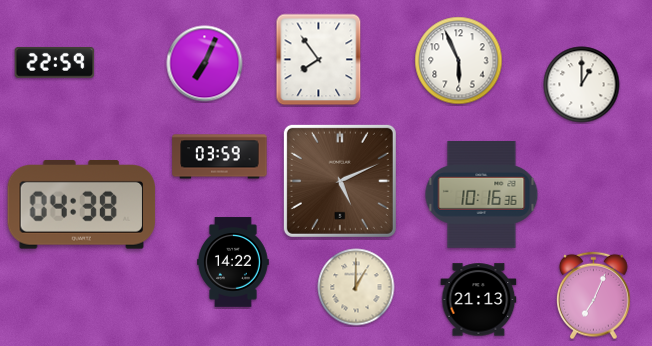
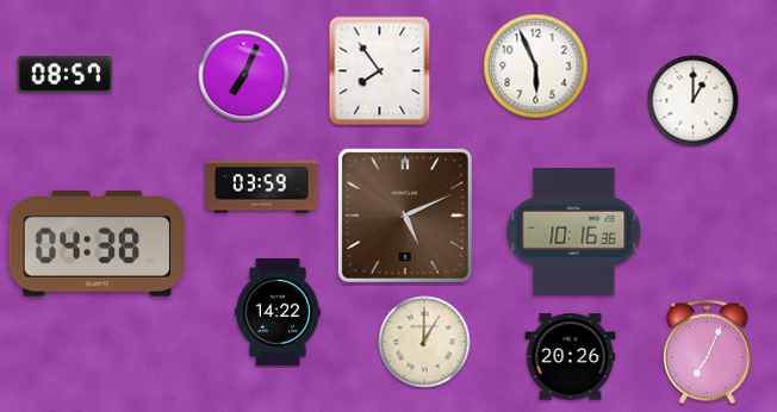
clock at (459, 61) position: (459, 61) -> (536, 67)
clock at (55, 63): 22:59 -> 08:57
clock at (479, 300): 21:13 -> 20:26
